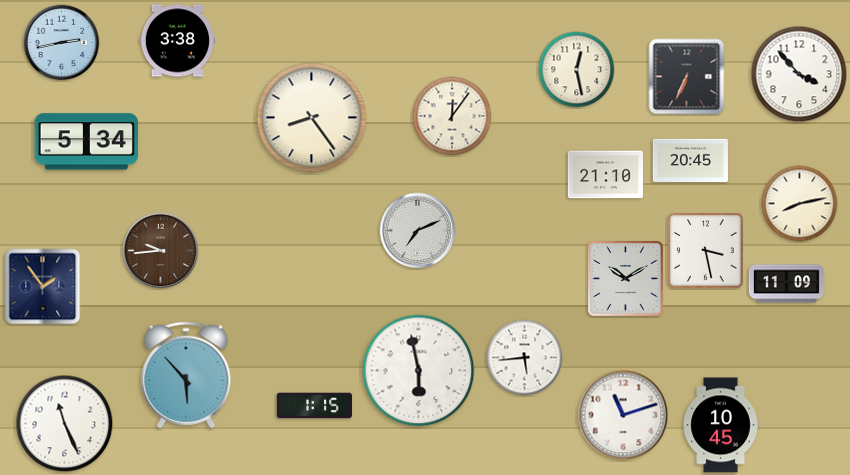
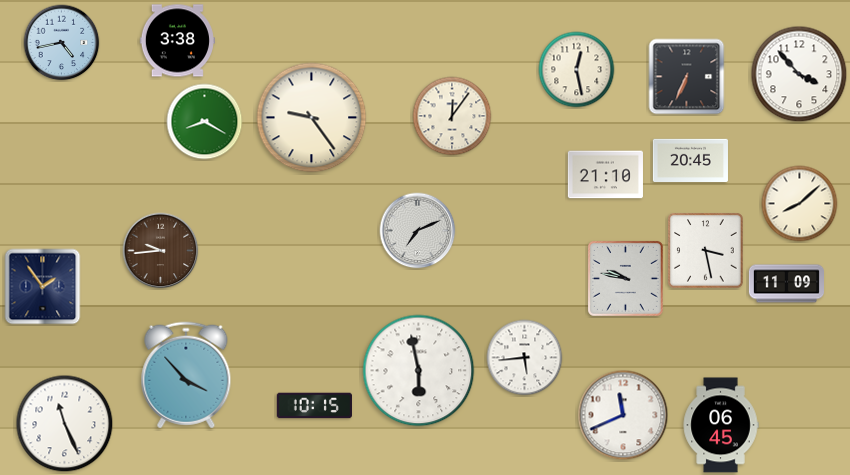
clock at (62, 43): 2:43 -> 4:43
clock at (312, 118): 8:24 -> 9:24
clock at (205, 122): none -> 8:20
clock at (86, 142): 5:34 -> none
clock at (800, 204): 8:13 -> 8:08
clock at (625, 278): 10:10 -> 9:47
clock at (186, 375): 5:53 -> 3:53
clock at (314, 406): 1:15 -> 10:15
clock at (623, 415): 11:12 -> 11:41
clock at (721, 425): 10:45 -> 06:45
